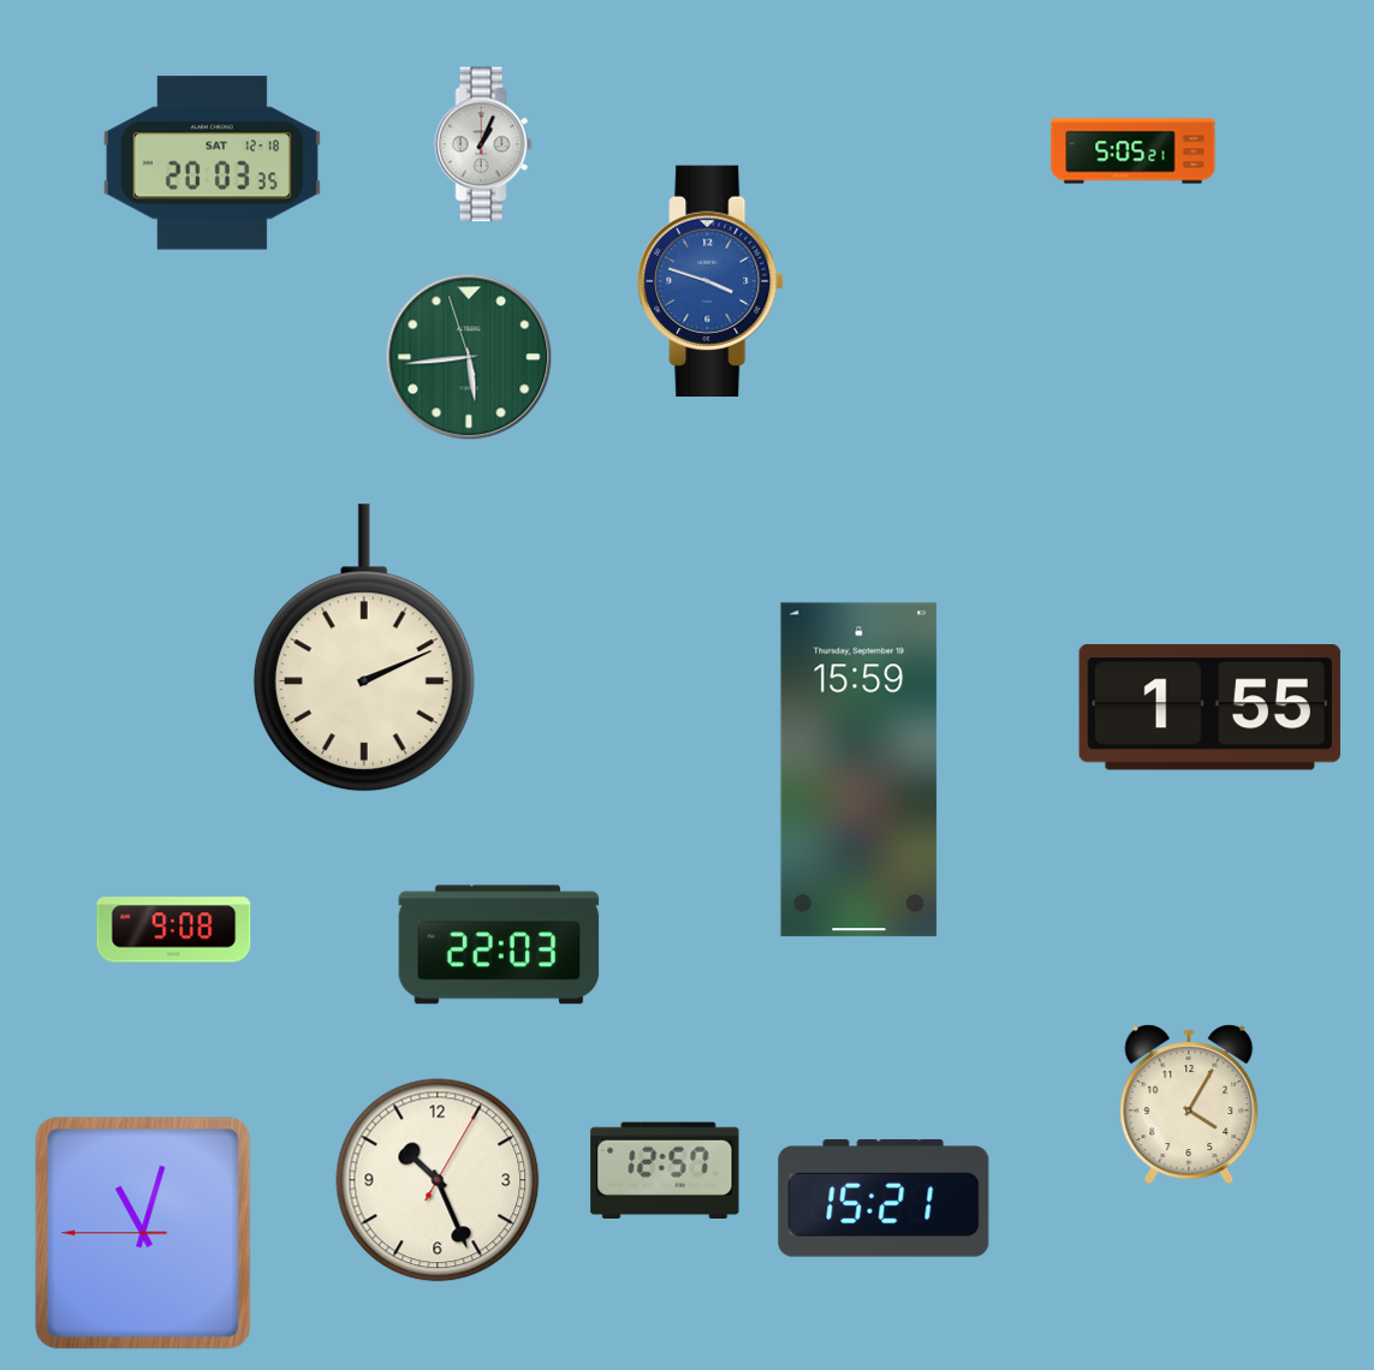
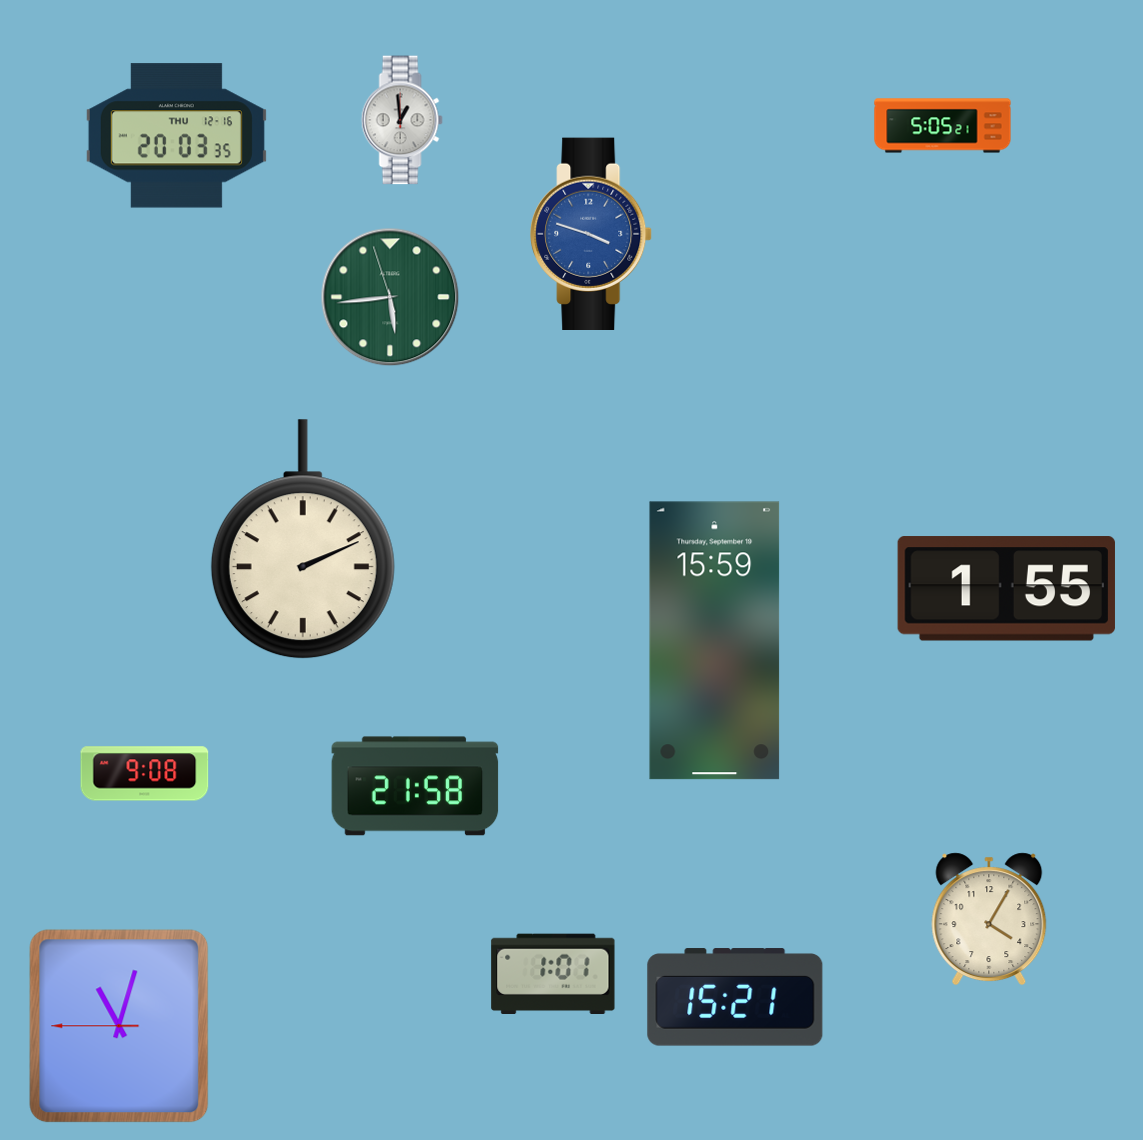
clock at (483, 144): 1:04 -> 12:59
clock at (212, 163) date: SAT 12-18 -> THU 12-16
clock at (499, 945): 22:03 -> 21:58
clock at (665, 1169): 12:57 -> 1:01
clock at (438, 1180): 10:26 -> none
